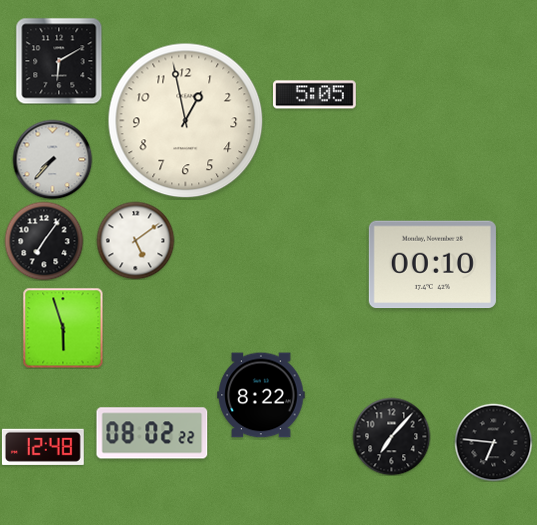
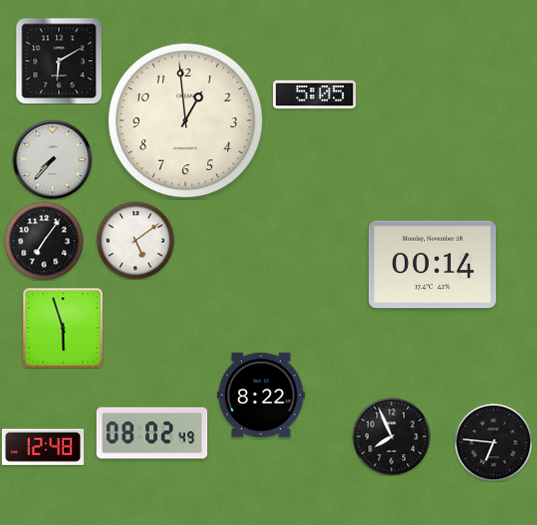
clock at (186, 121): 12:58 -> 12:59
clock at (432, 265): 00:10 -> 00:14
clock at (152, 433): 08:02:22 -> 08:02:49
clock at (391, 436): 7:07 -> 7:56
